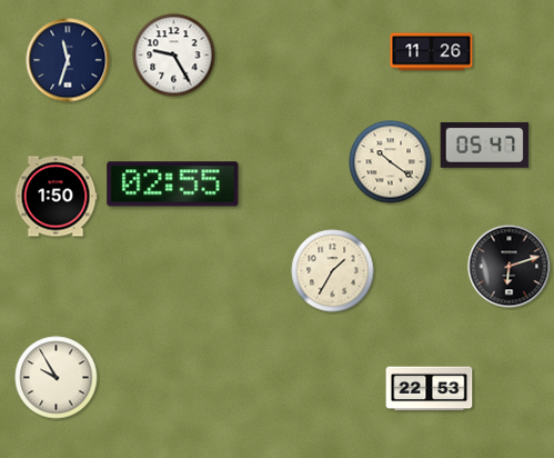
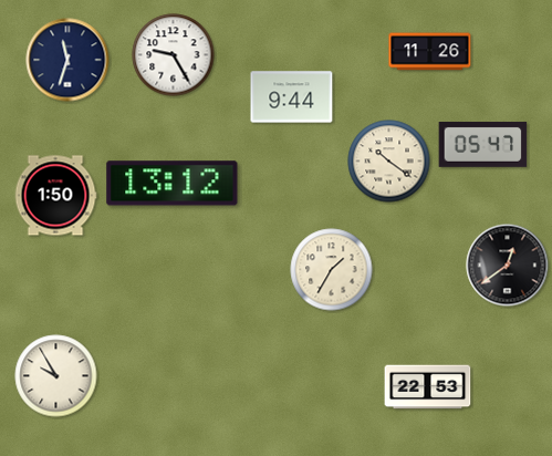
clock at (292, 97): none -> 9:44
clock at (173, 185): 02:55 -> 13:12
clock at (510, 267): 6:12 -> 12:39
